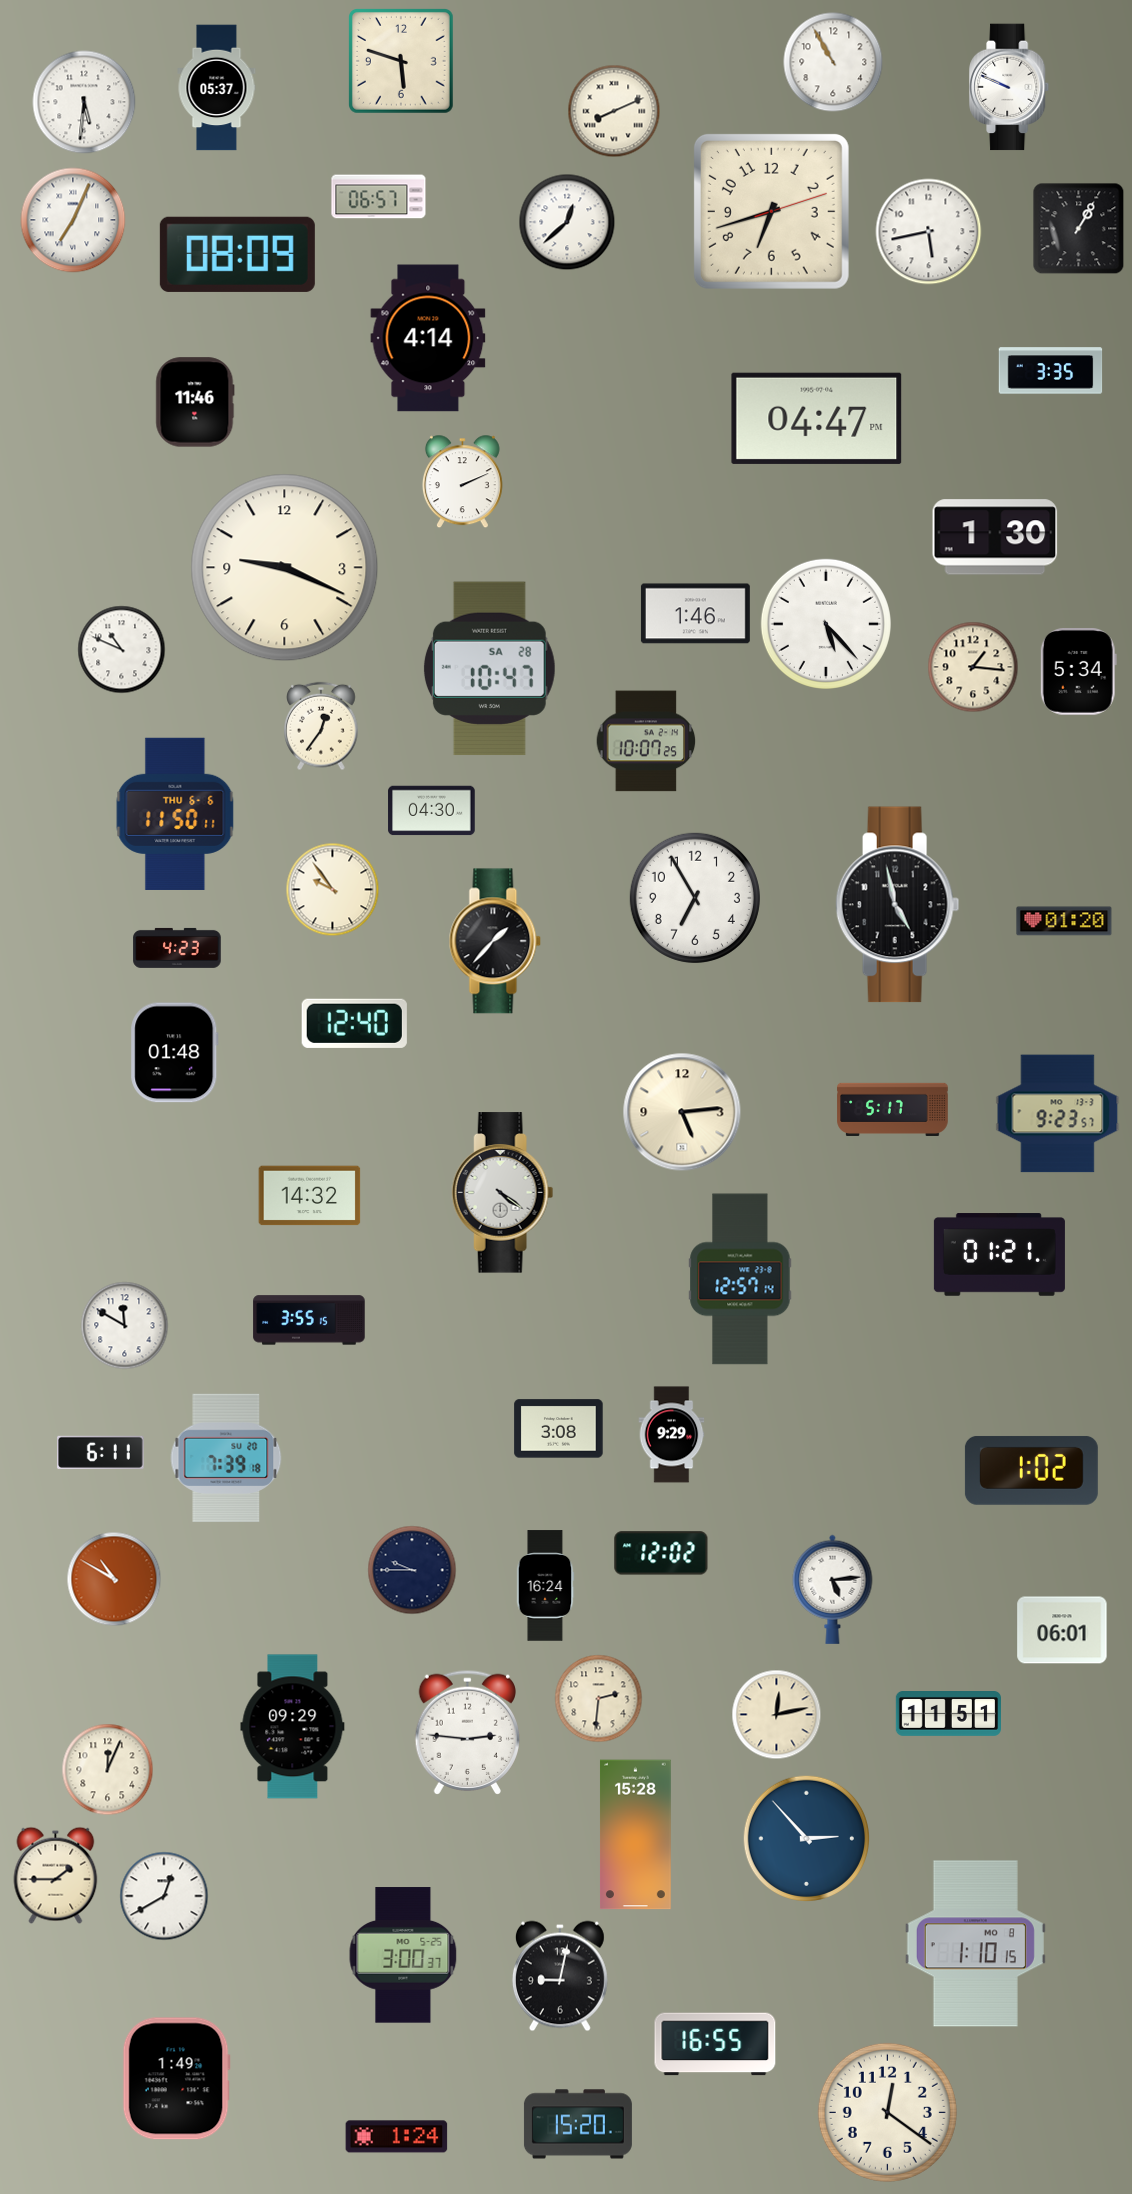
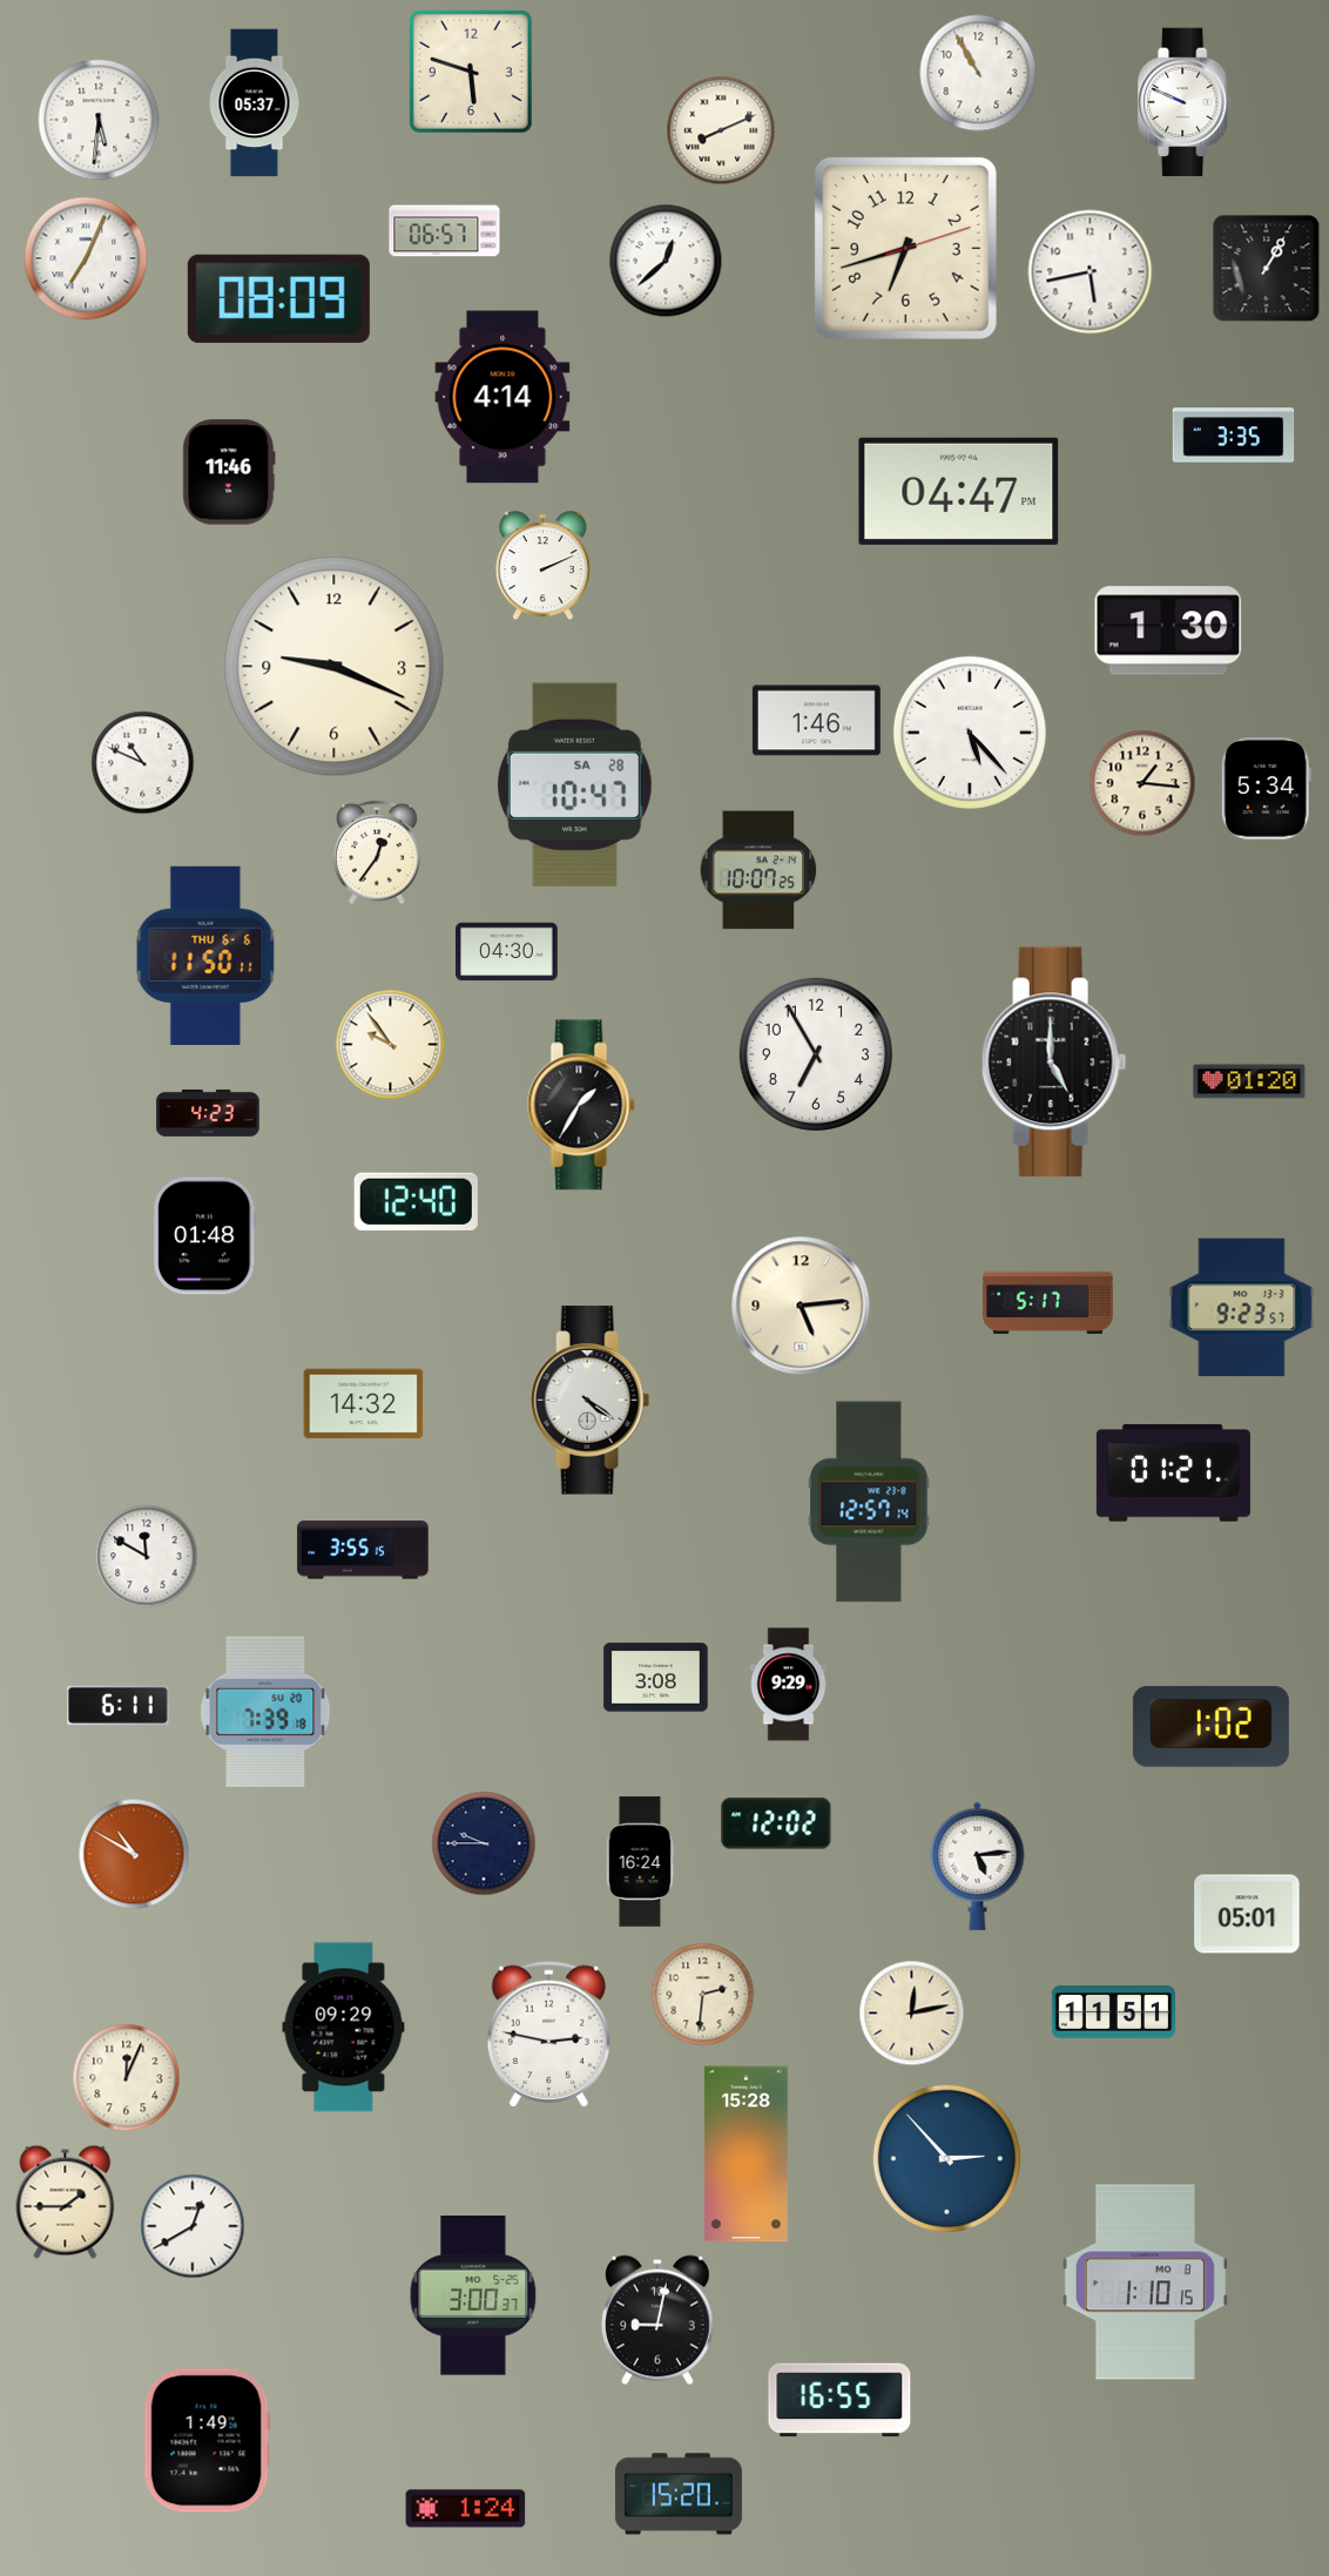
clock at (898, 905): 4:58 -> 5:00
clock at (495, 941): 1:37 -> 1:35
clock at (1062, 1630): 06:01 -> 05:01
clock at (467, 1732): 2:46 -> 2:47
clock at (887, 2112): 12:21 -> none
